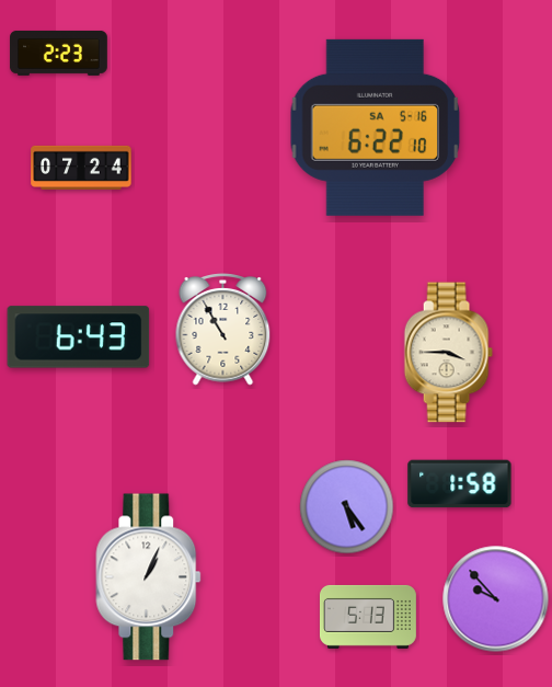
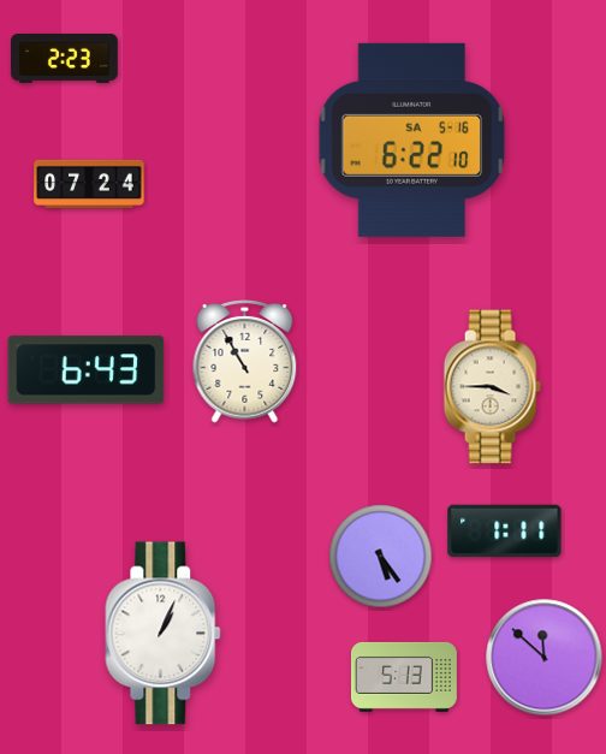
clock at (460, 484): 1:58 -> 1:11
clock at (496, 599): 9:53 -> 11:52
